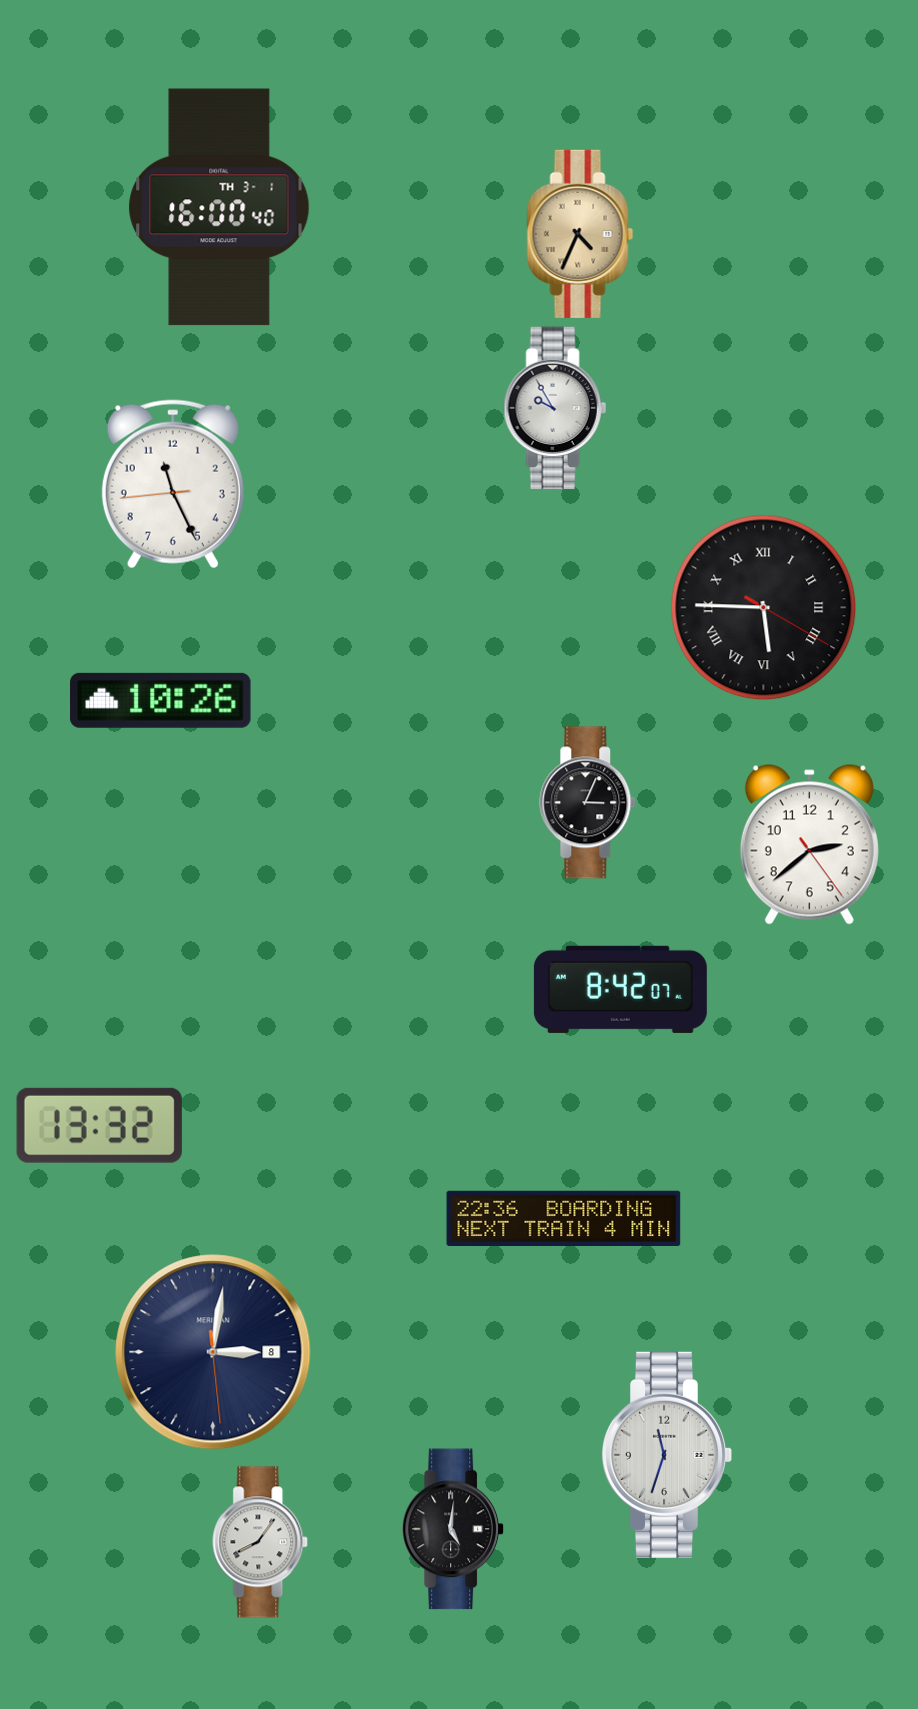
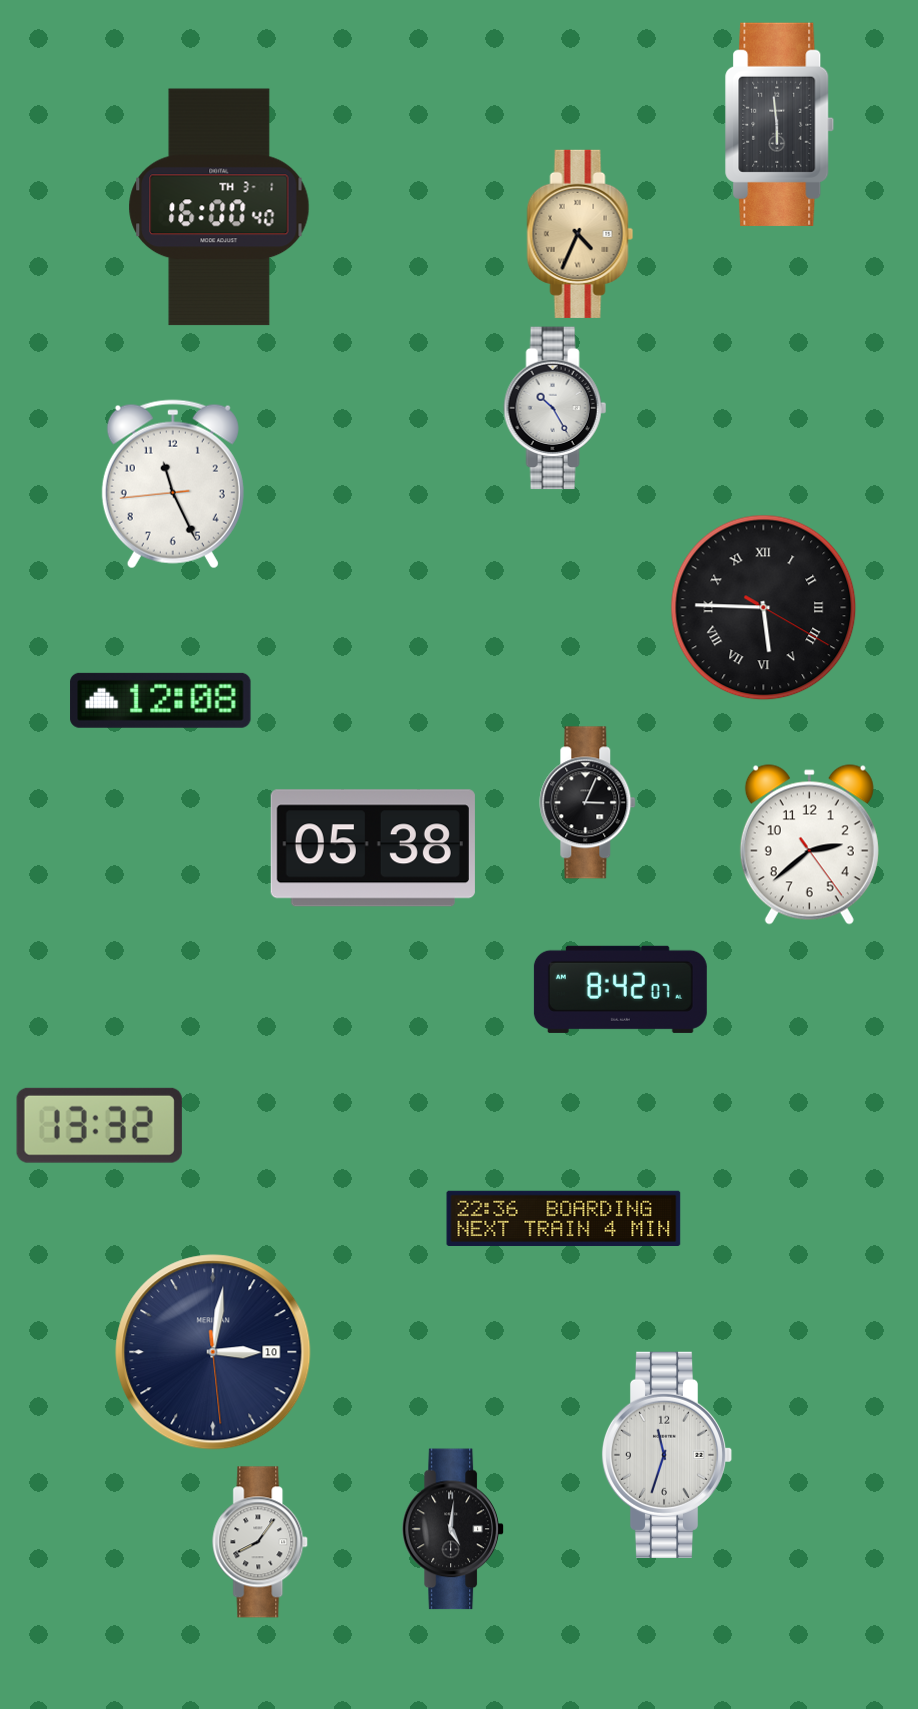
clock at (780, 124): none -> 5:59
clock at (555, 408): 9:55 -> 10:25
clock at (161, 700): 10:26 -> 12:08
clock at (373, 848): none -> 05:38
clock at (213, 1352) date: 8 -> 10
